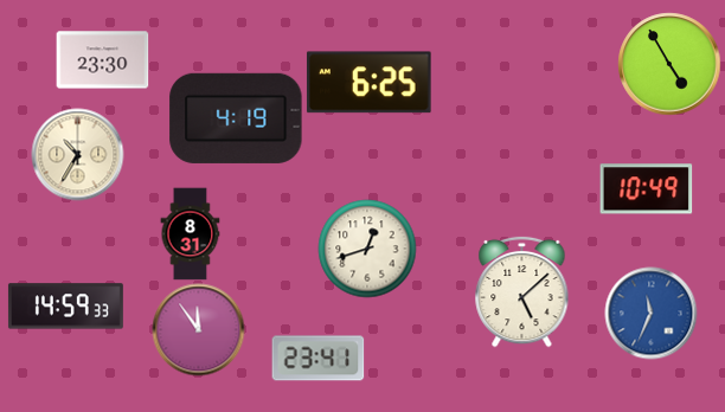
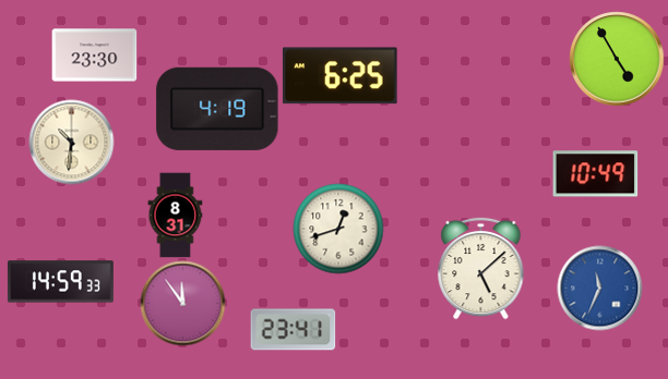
clock at (77, 154): 10:35 -> 10:31
